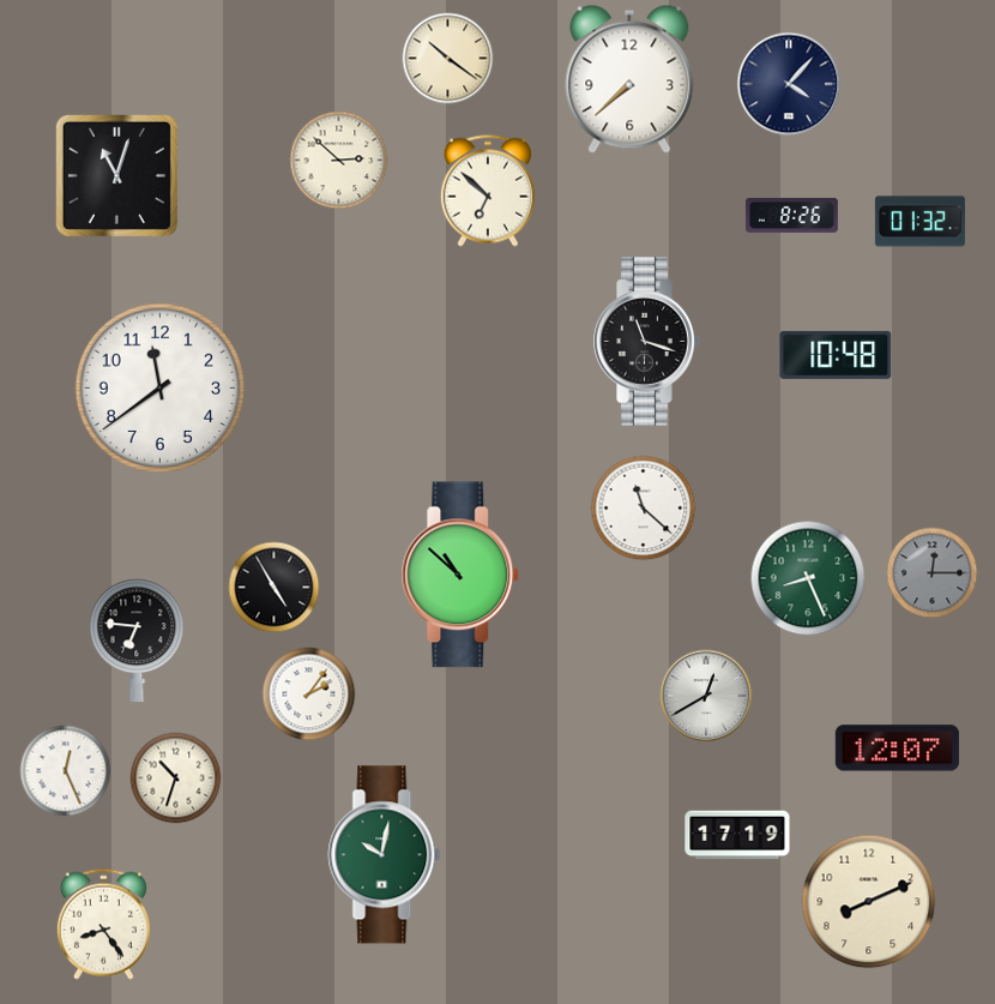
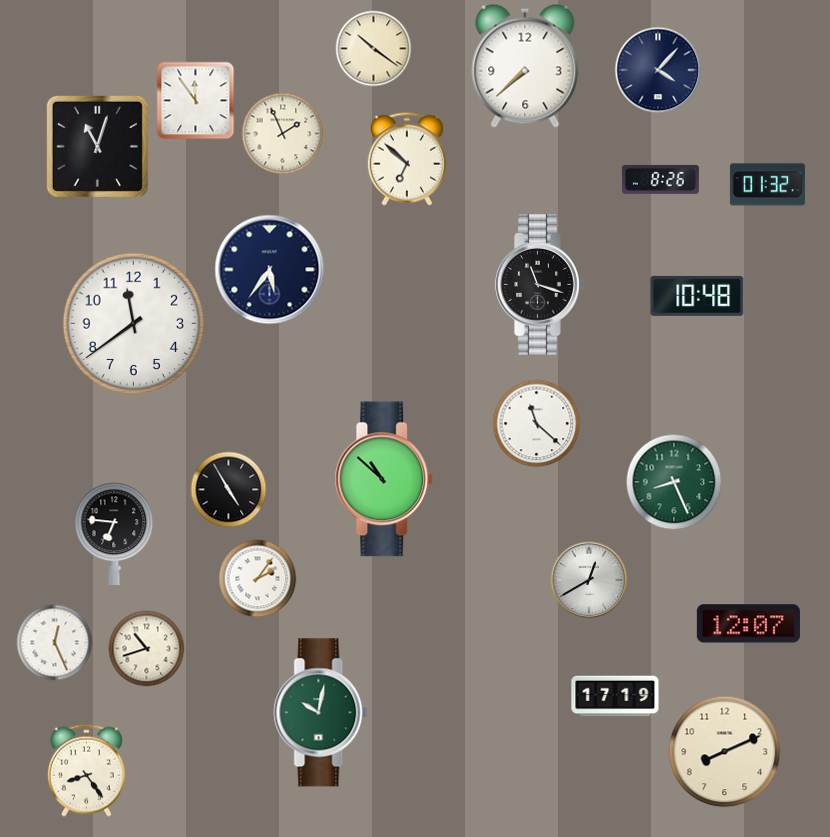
clock at (196, 101): none -> 11:54
clock at (339, 161): 2:52 -> 1:56
clock at (270, 270): none -> 5:36
clock at (933, 573): 12:15 -> none
clock at (176, 778): 10:33 -> 10:42
